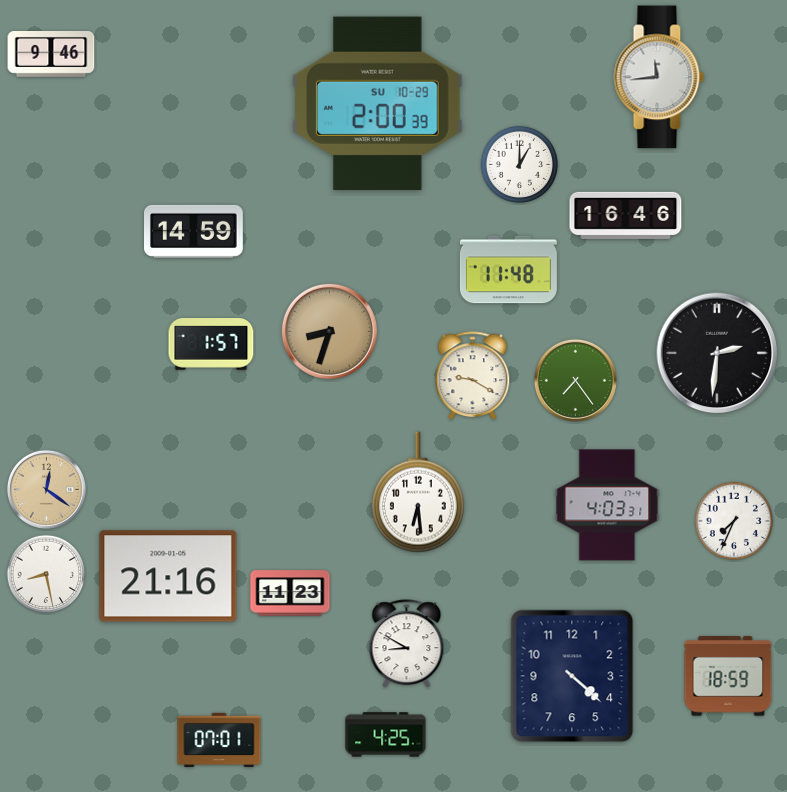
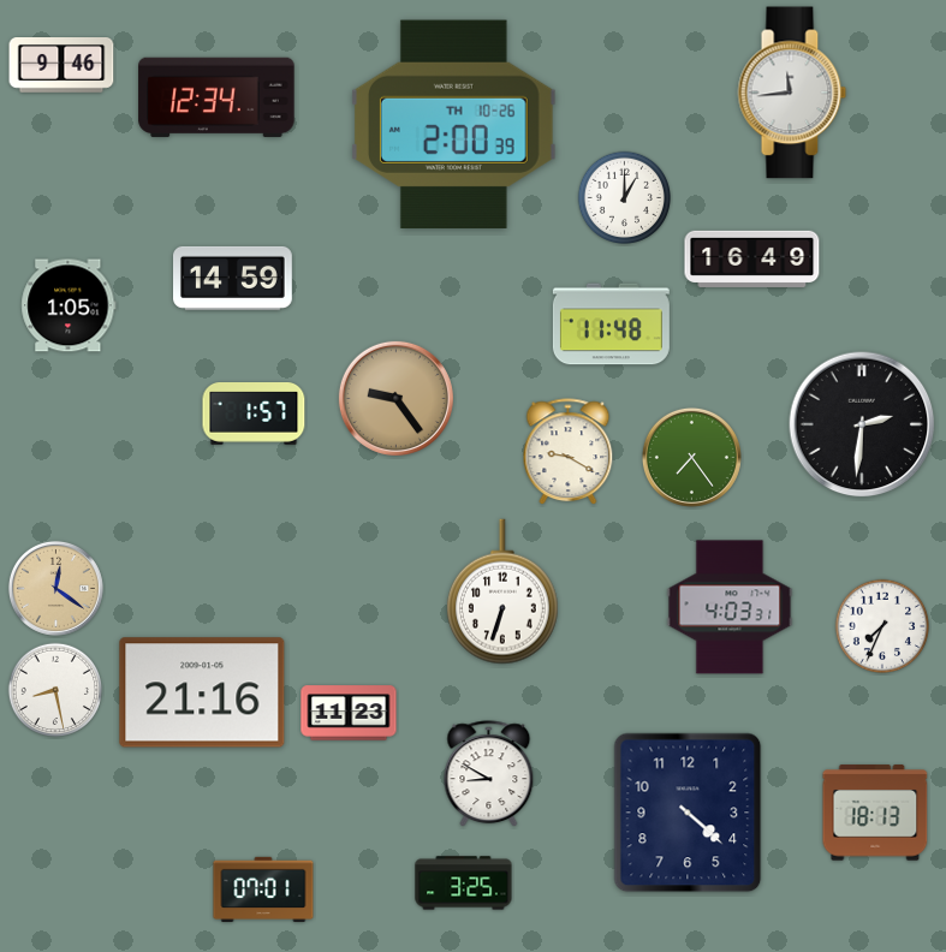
clock at (216, 96): none -> 12:34
clock at (378, 103) date: SU 10-29 -> TH 10-26
clock at (626, 215): 16:46 -> 16:49
clock at (69, 305): none -> 1:05
clock at (329, 331): 8:33 -> 9:24
clock at (418, 492): 6:29 -> 6:33
clock at (728, 676): 18:59 -> 18:13
clock at (386, 735): 4:25 -> 3:25
